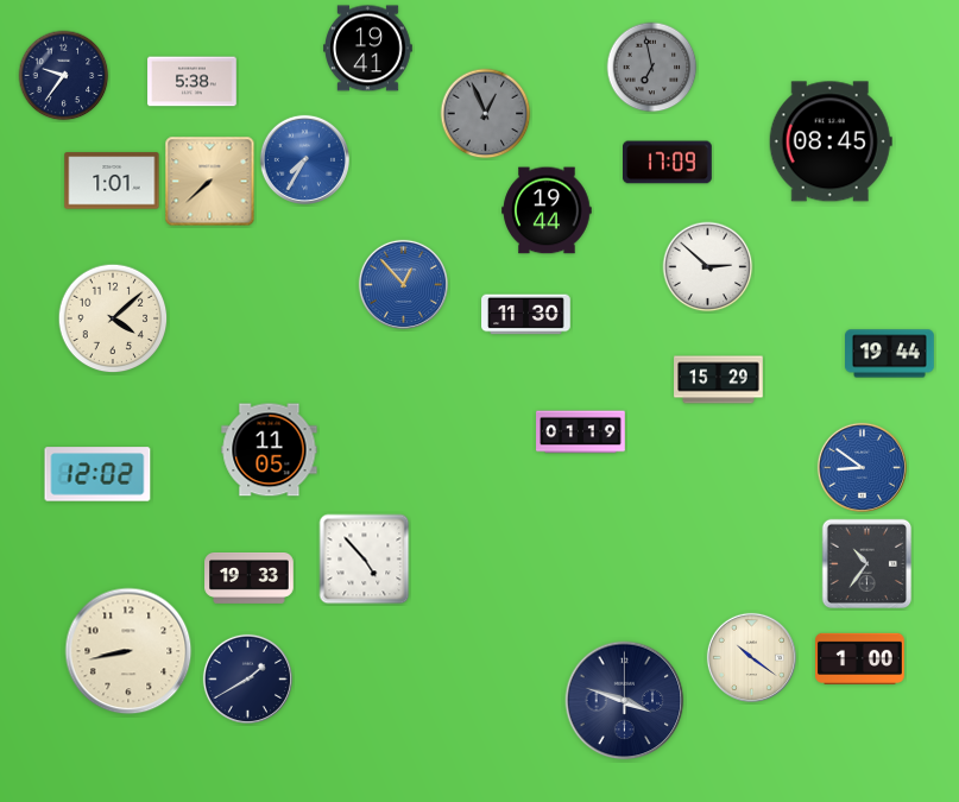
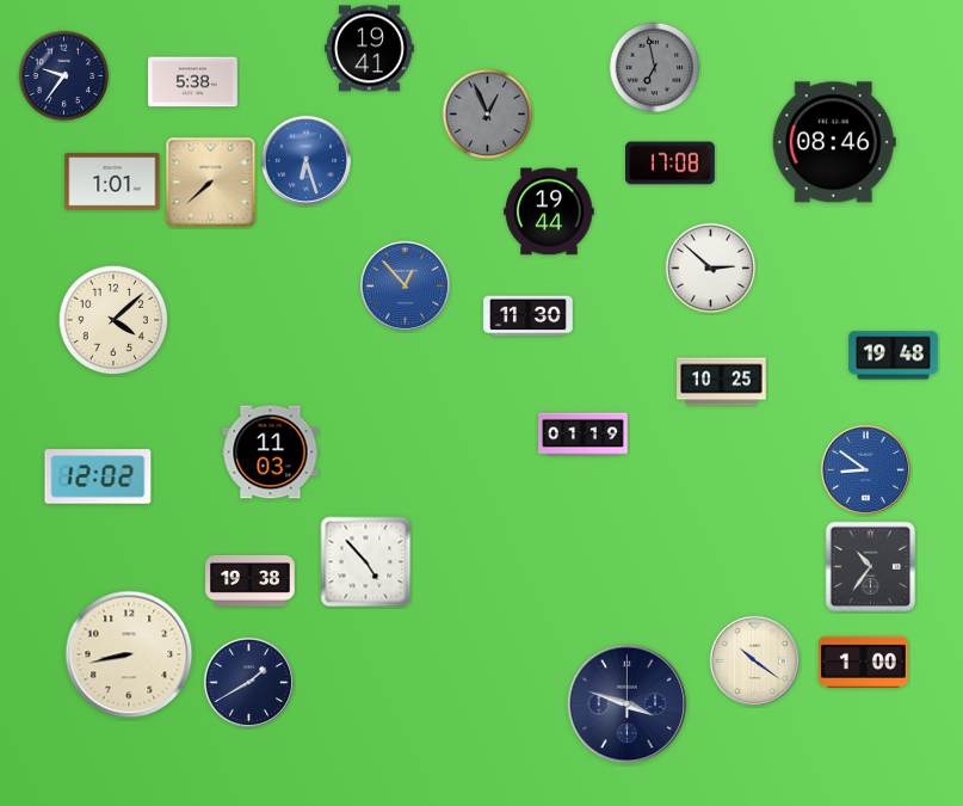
clock at (831, 141): 08:45 -> 08:46
clock at (304, 159): 7:35 -> 6:27
clock at (668, 163): 17:09 -> 17:08
clock at (890, 354): 19:44 -> 19:48
clock at (719, 380): 15:29 -> 10:25
clock at (270, 450): 11:05 -> 11:03
clock at (250, 579): 19:33 -> 19:38
